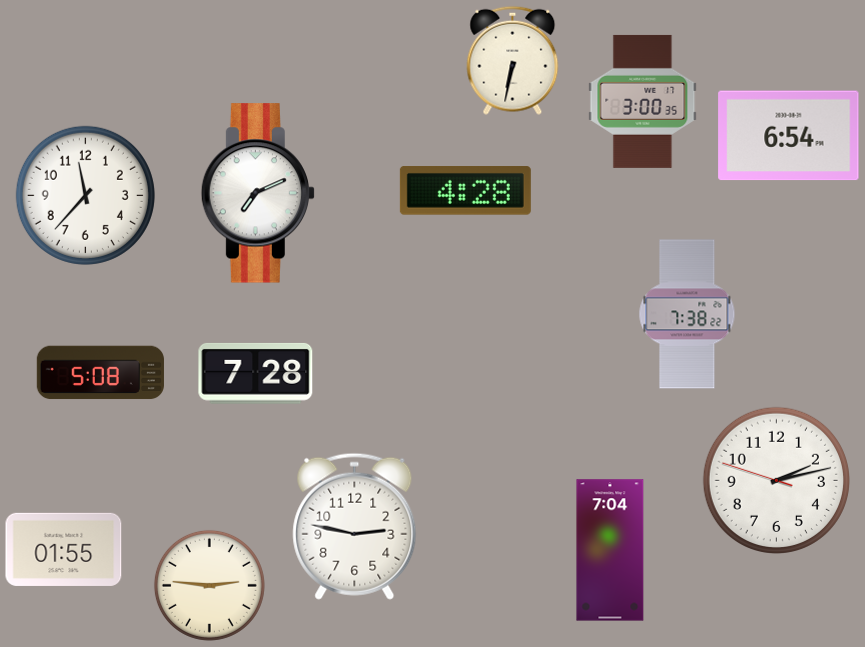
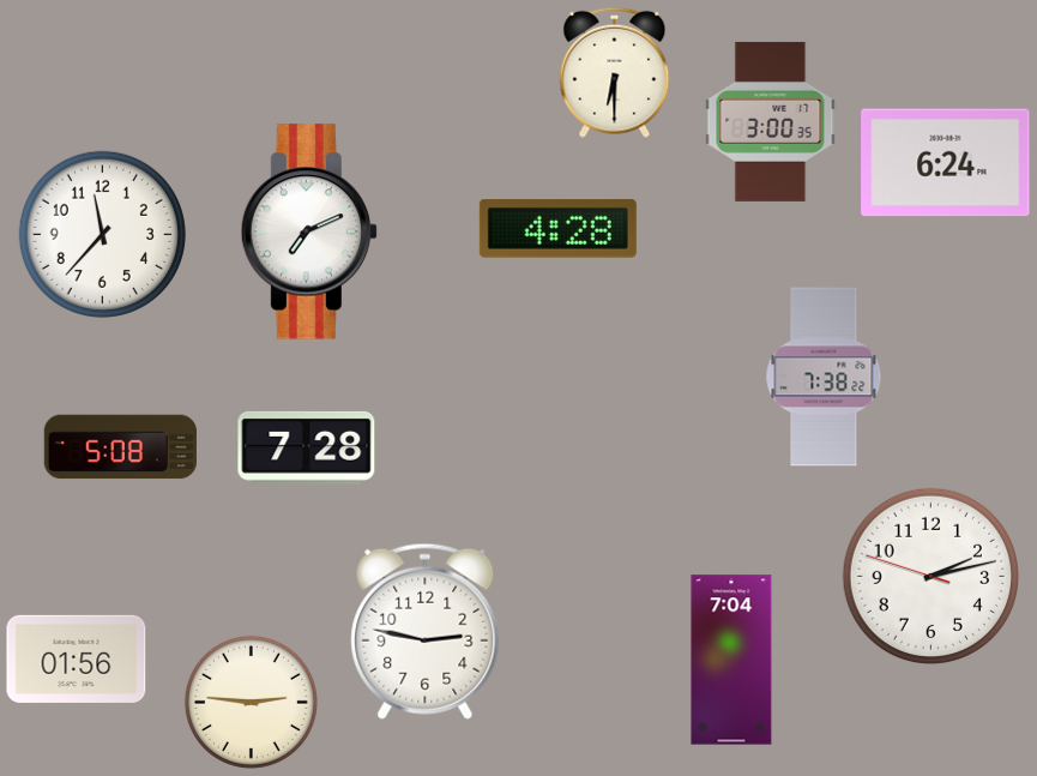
clock at (513, 60): 6:32 -> 6:30
clock at (789, 136): 6:54 -> 6:24
clock at (64, 549): 01:55 -> 01:56
